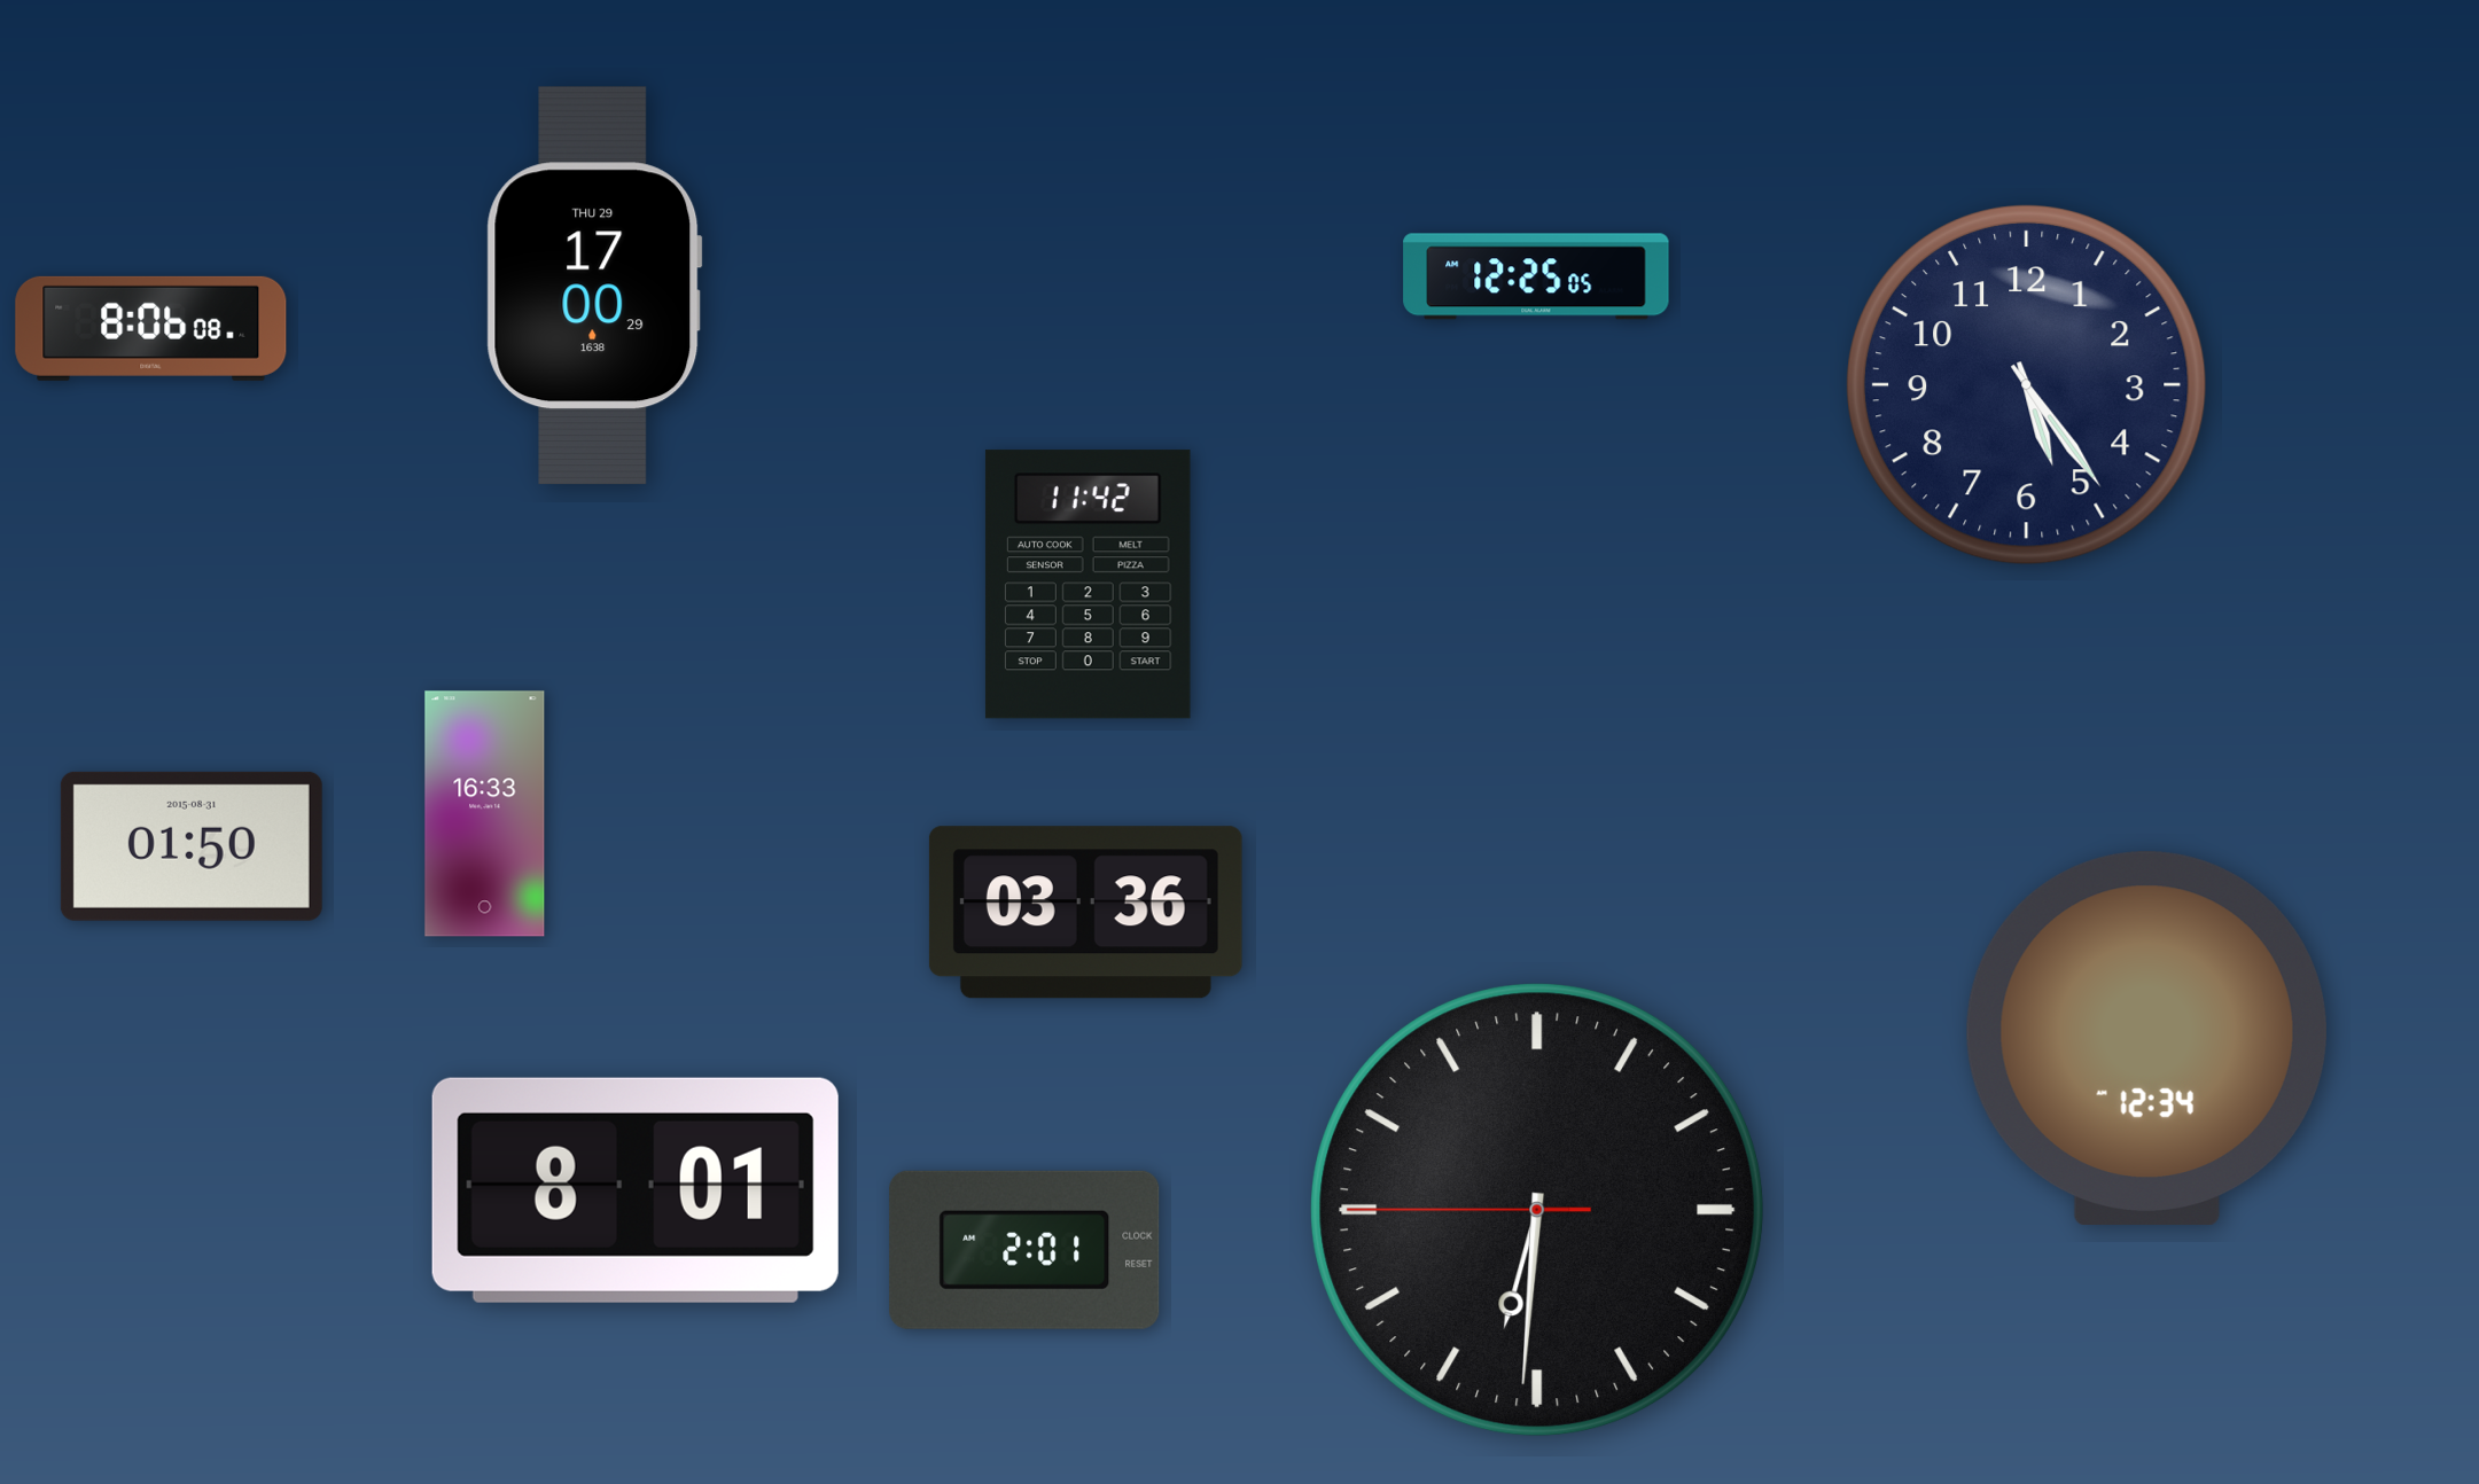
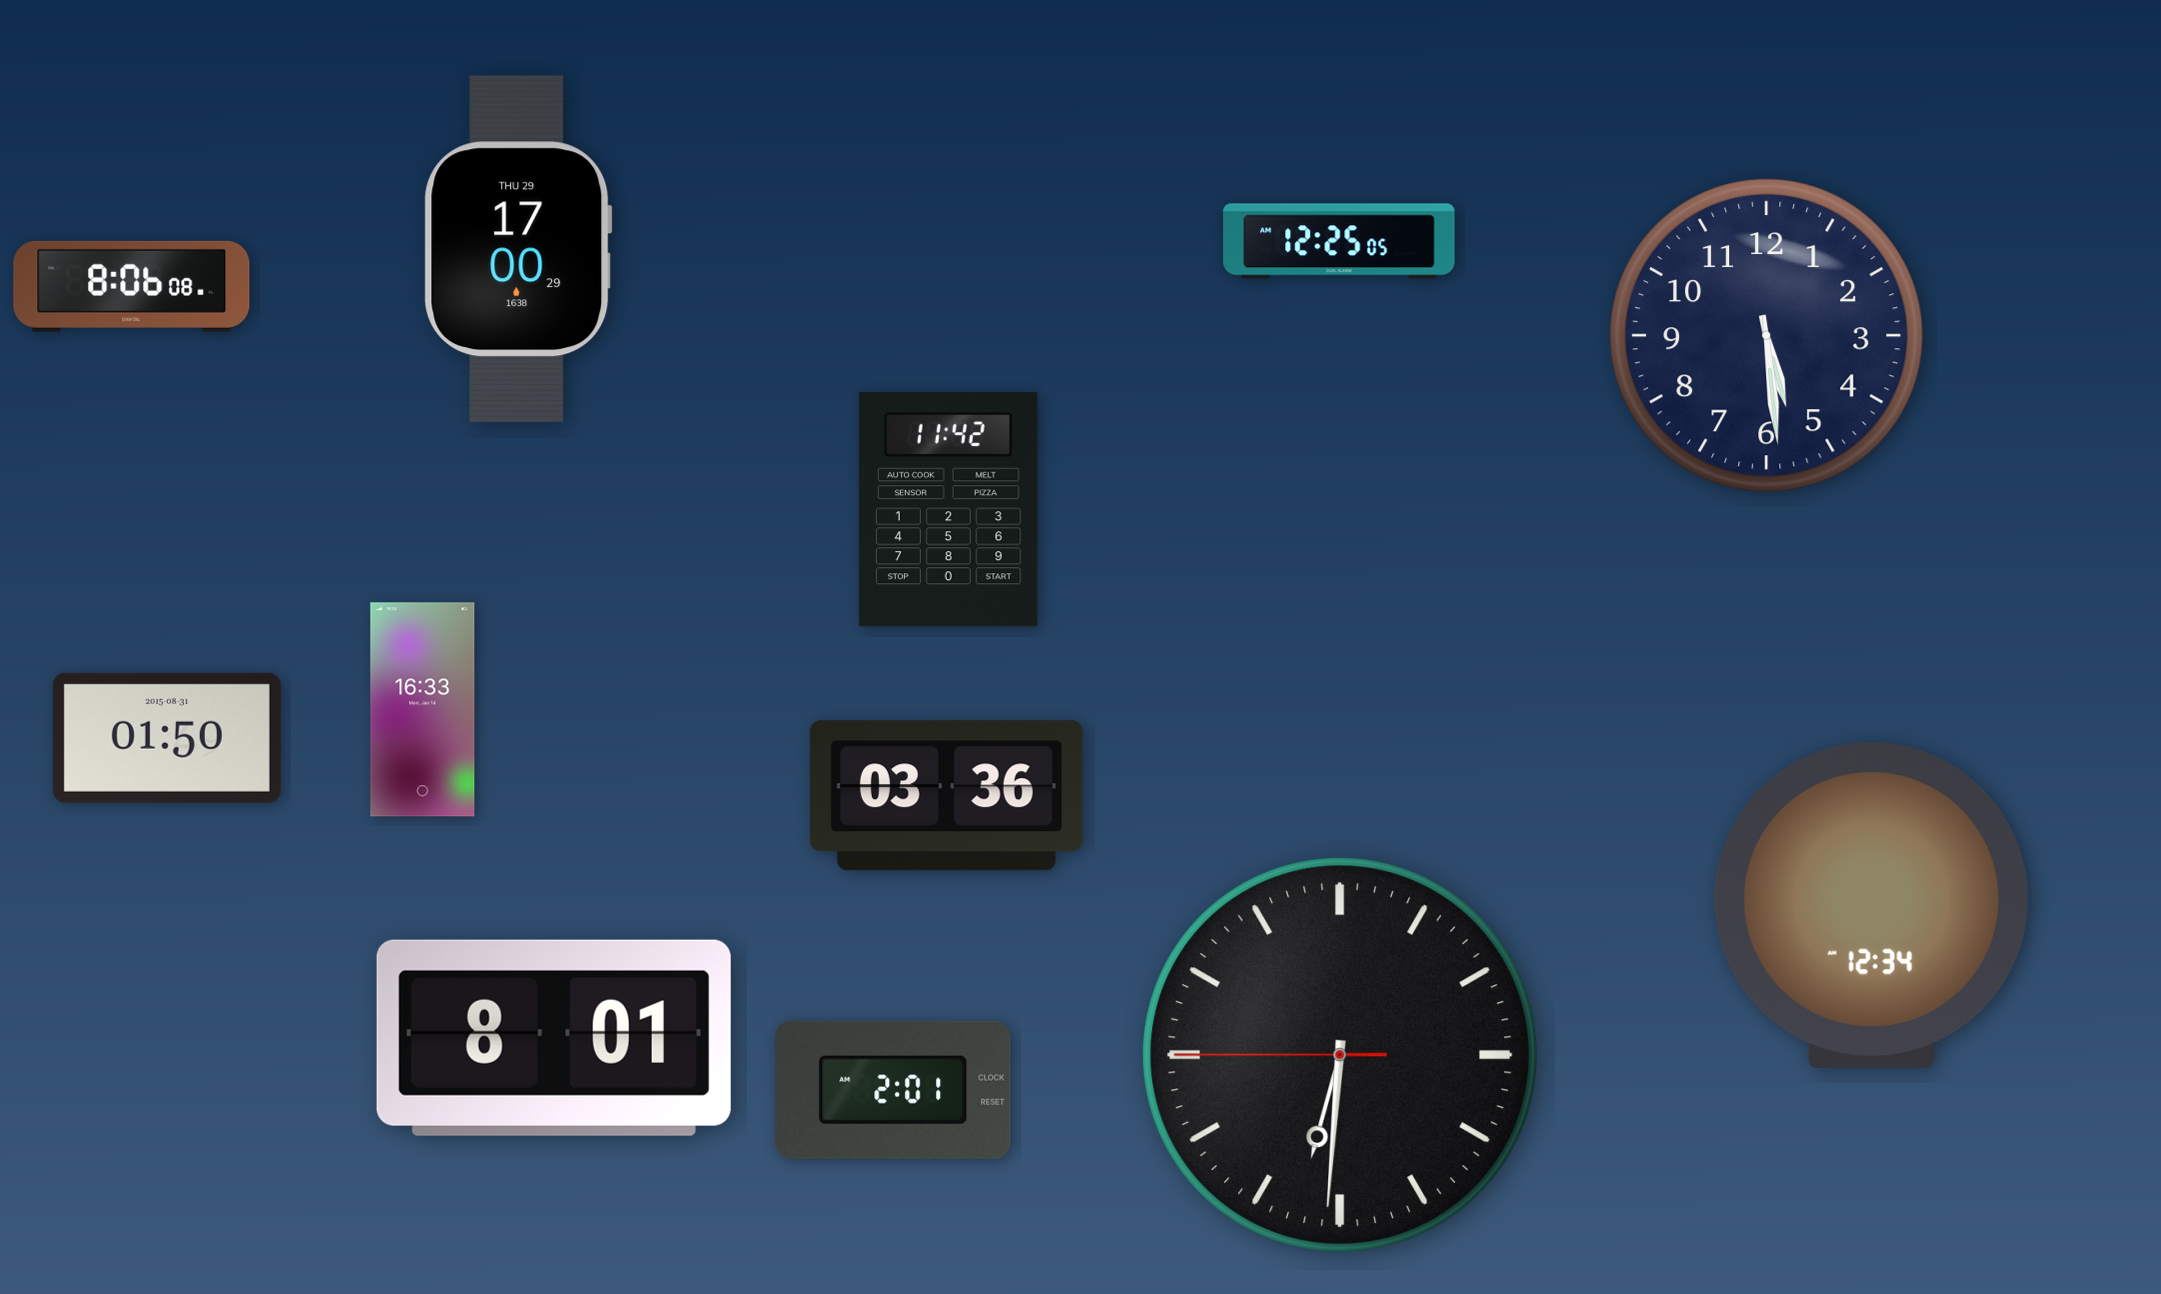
clock at (2027, 385): 5:24 -> 5:29
